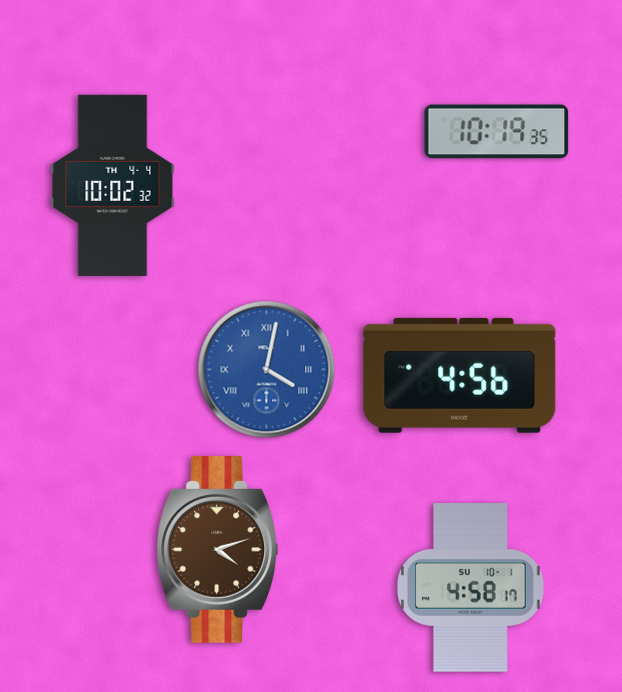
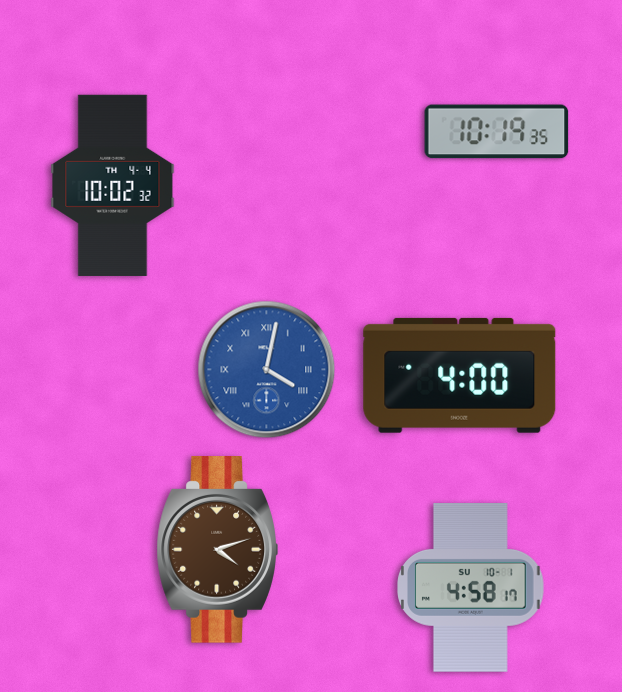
clock at (460, 375): 4:56 -> 4:00
